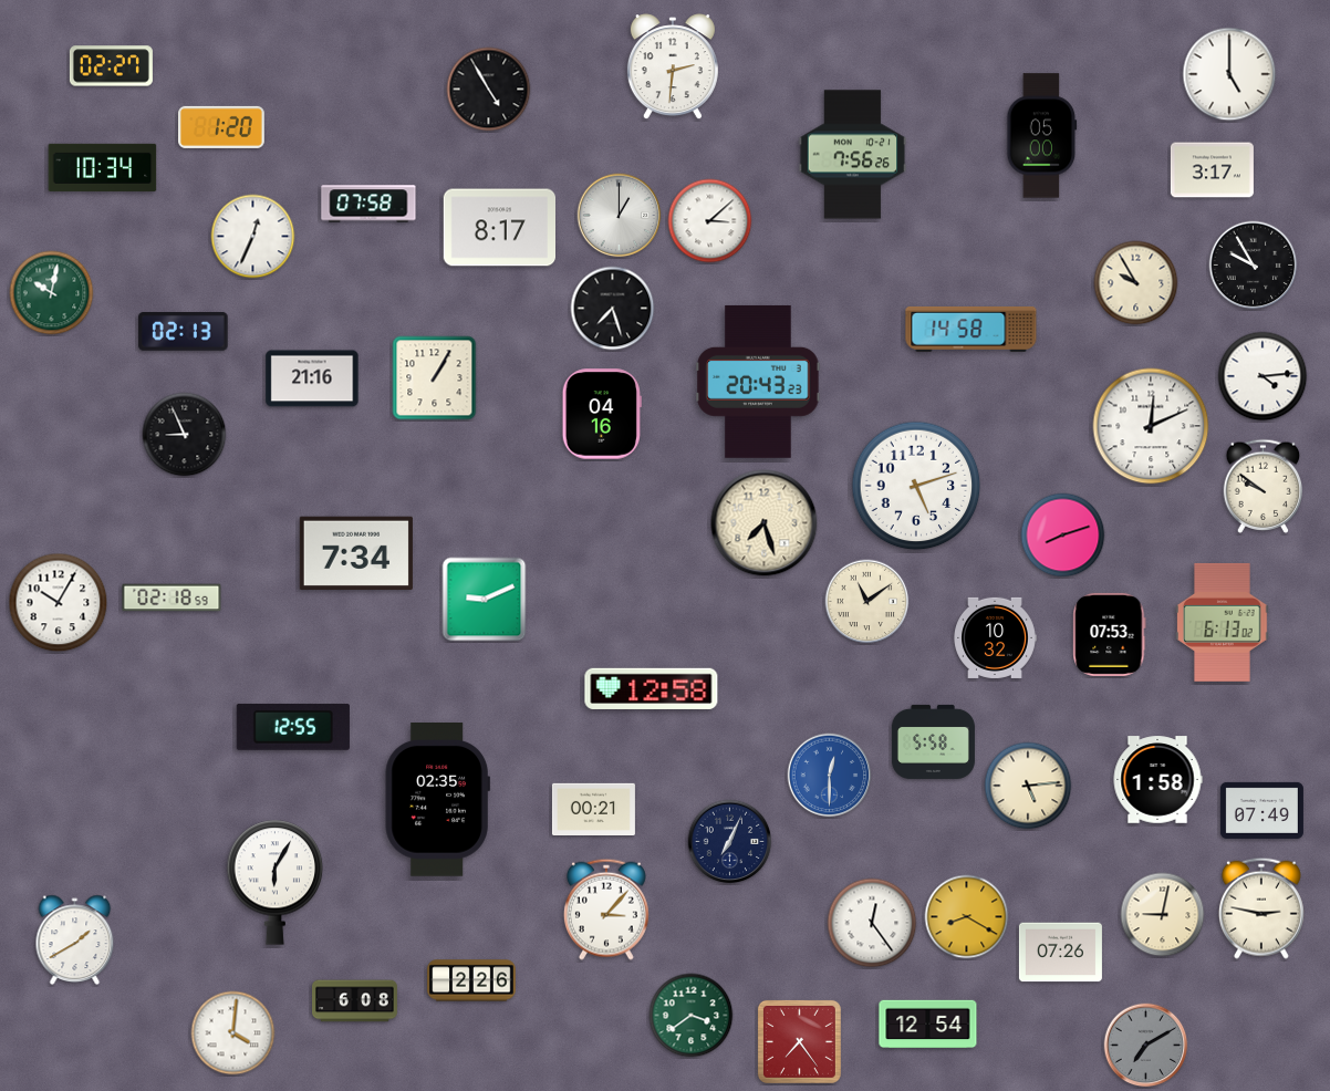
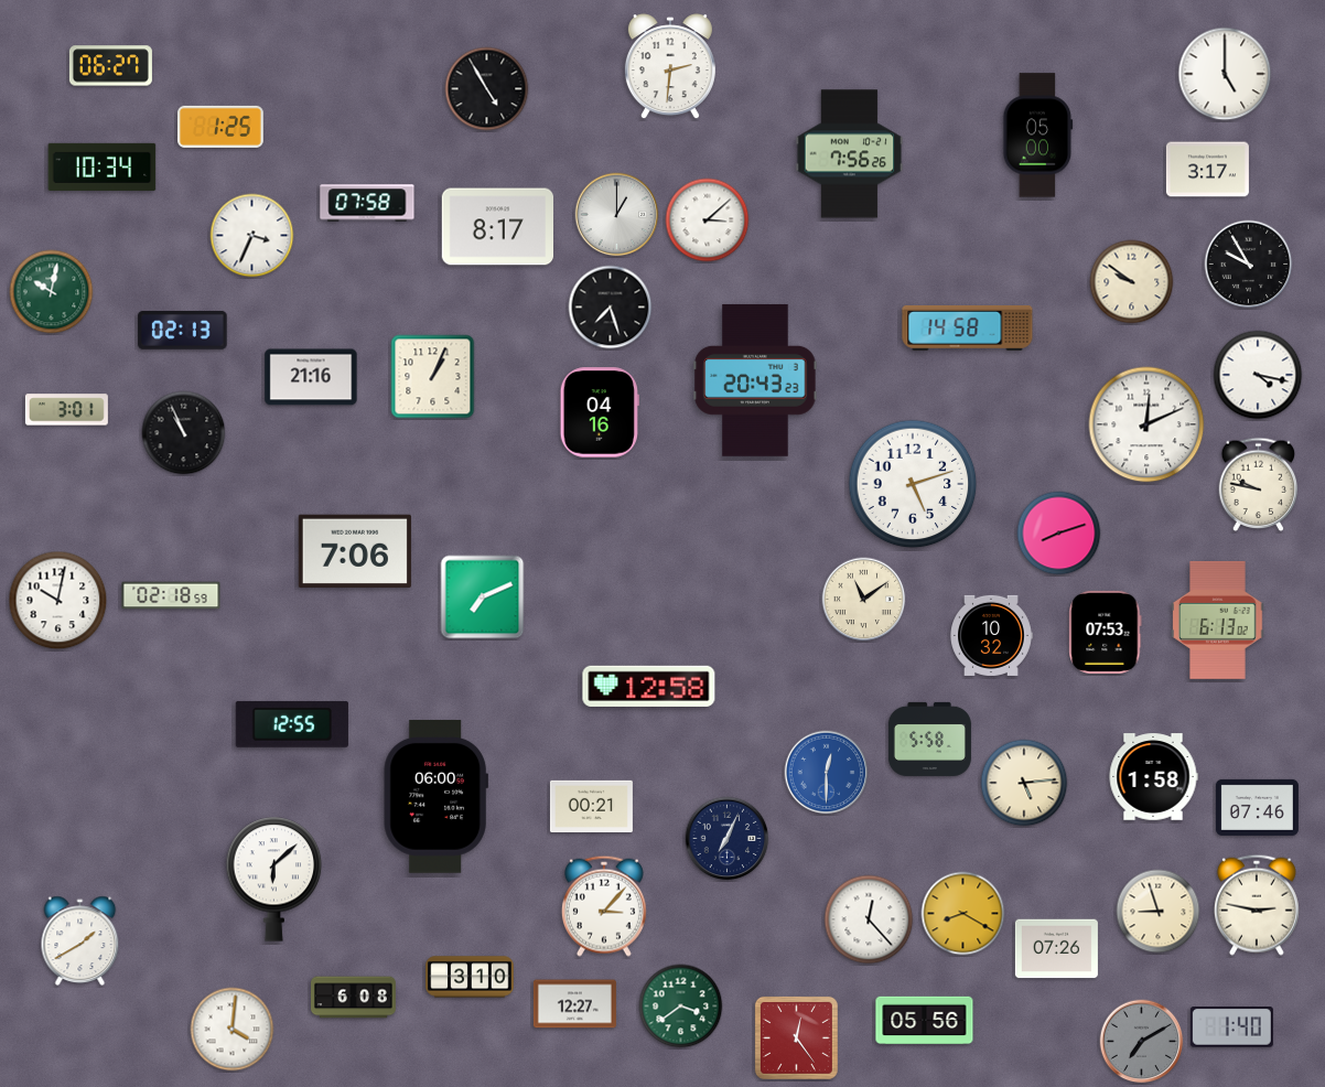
clock at (111, 66): 02:27 -> 06:27
clock at (222, 127): 1:20 -> 1:25
clock at (253, 237): 12:34 -> 3:34
clock at (1136, 283): 9:55 -> 9:51
clock at (1263, 376): 4:14 -> 4:17
clock at (435, 378): 1:05 -> 1:04
clock at (66, 410): none -> 3:01
clock at (185, 435): 8:56 -> 10:56
clock at (1264, 486): 9:51 -> 9:47
clock at (765, 523): 7:27 -> none
clock at (356, 552): 7:34 -> 7:06
clock at (485, 600): 9:11 -> 7:11
clock at (59, 603): 10:05 -> 10:02
clock at (437, 800): 02:35 -> 06:00
clock at (1261, 810): 07:49 -> 07:46
clock at (276, 882): 6:05 -> 6:08
clock at (1163, 915): 9:02 -> 8:57
clock at (872, 923): 12:24 -> 12:23
clock at (75, 939) position: (75, 939) -> (80, 940)
clock at (471, 980): 2:26 -> 3:10
clock at (574, 1004): none -> 12:27
clock at (692, 1016) position: (692, 1016) -> (681, 1007)
clock at (928, 1025): 12:54 -> 05:56
clock at (1231, 1027): none -> 1:40
clock at (799, 1041): 7:24 -> 12:24
